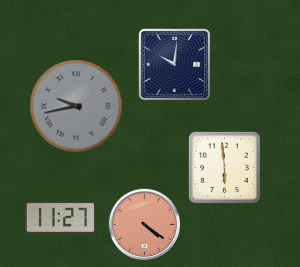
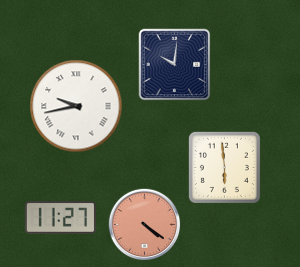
clock at (76, 106) dial: grey -> white
